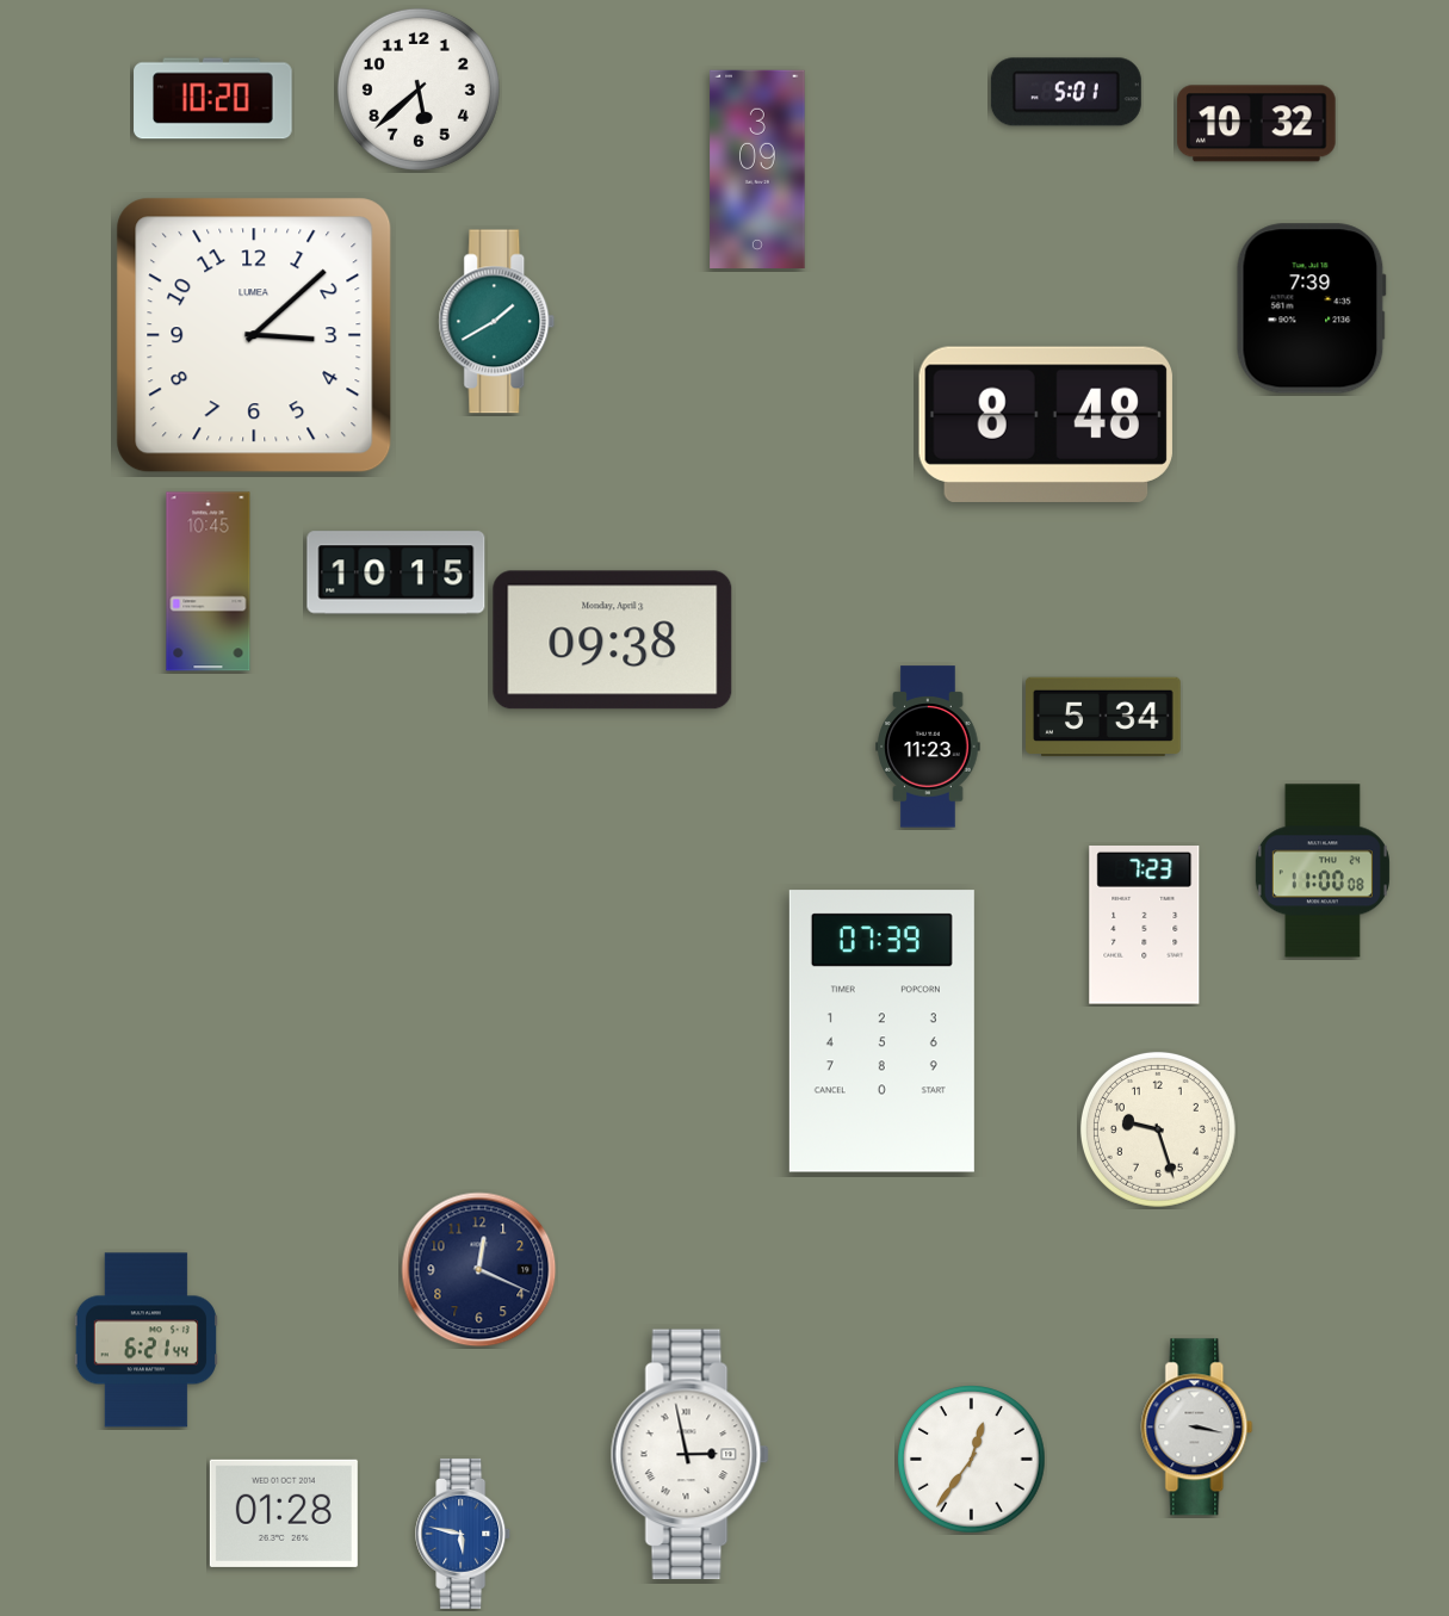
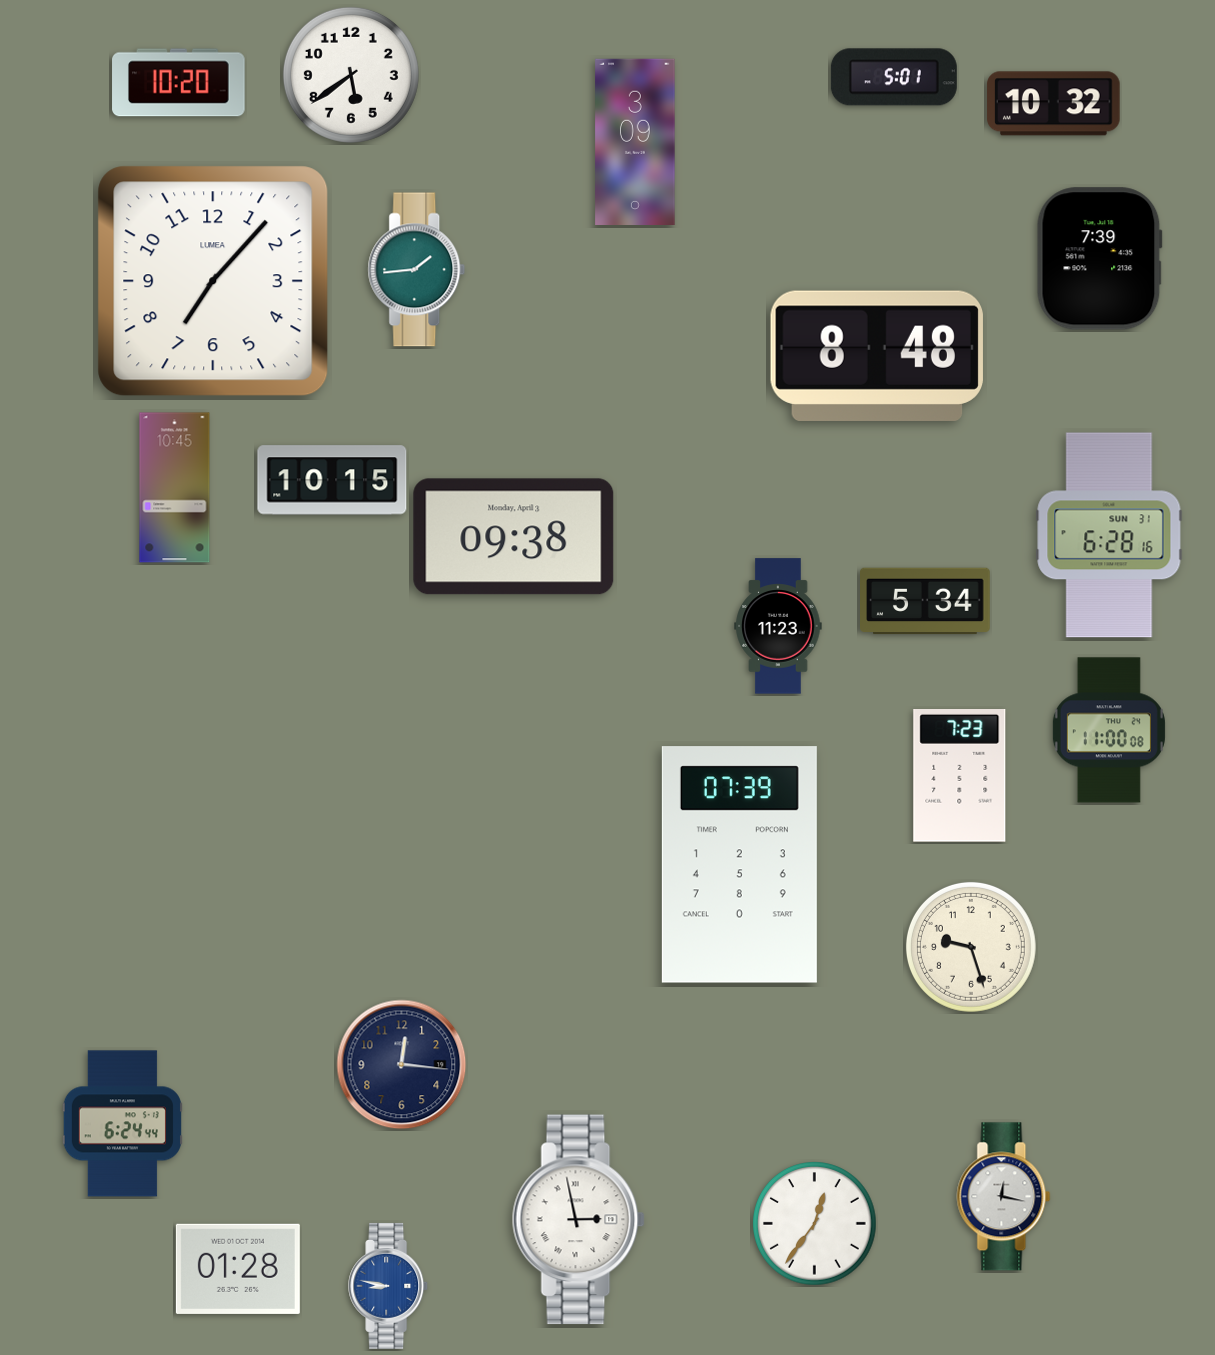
clock at (419, 89): 5:38 -> 5:39
clock at (497, 322): 1:40 -> 1:44
clock at (254, 335): 3:08 -> 7:07
clock at (1109, 535): none -> 6:28
clock at (479, 1270): 12:19 -> 12:16
clock at (145, 1341): 6:21 -> 6:24
clock at (1197, 1428): 3:17 -> 12:17
clock at (464, 1534): 5:47 -> 8:47
